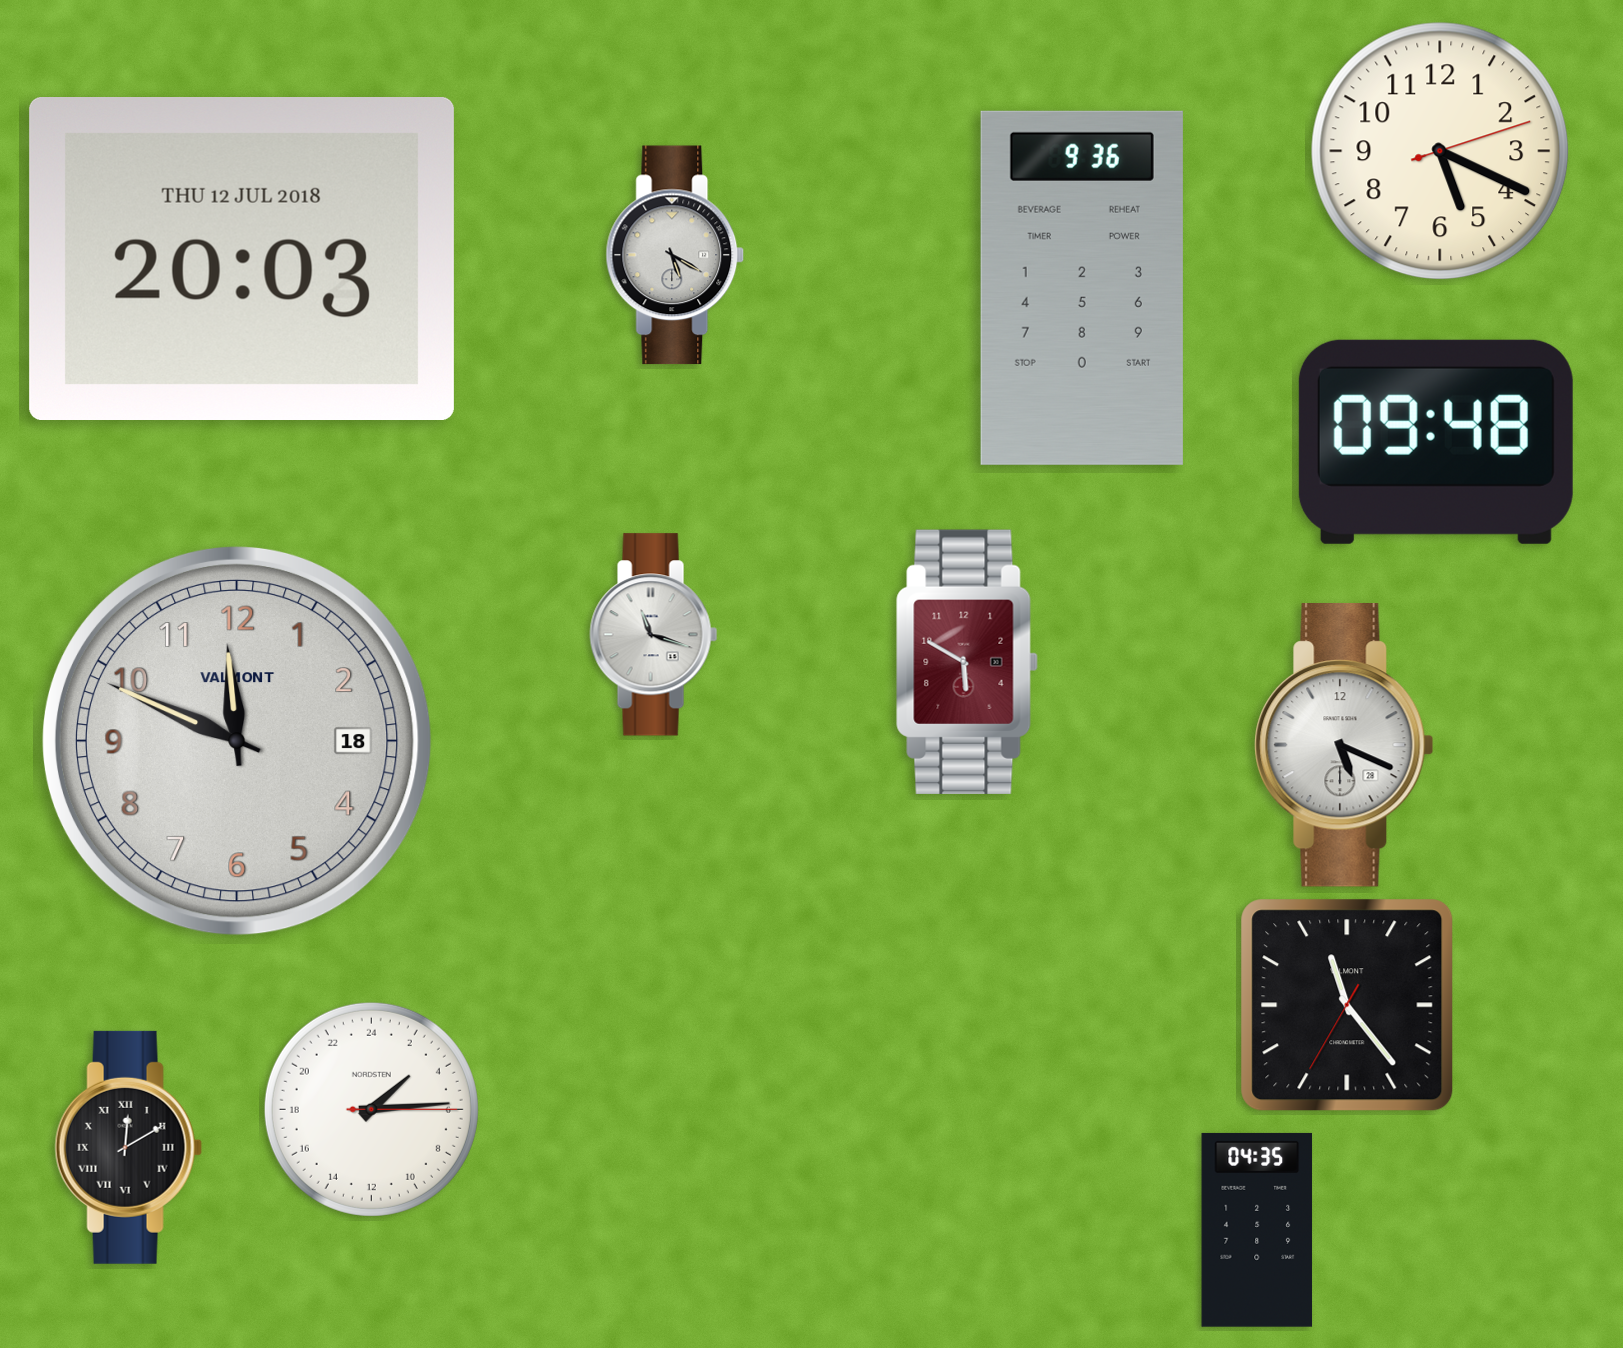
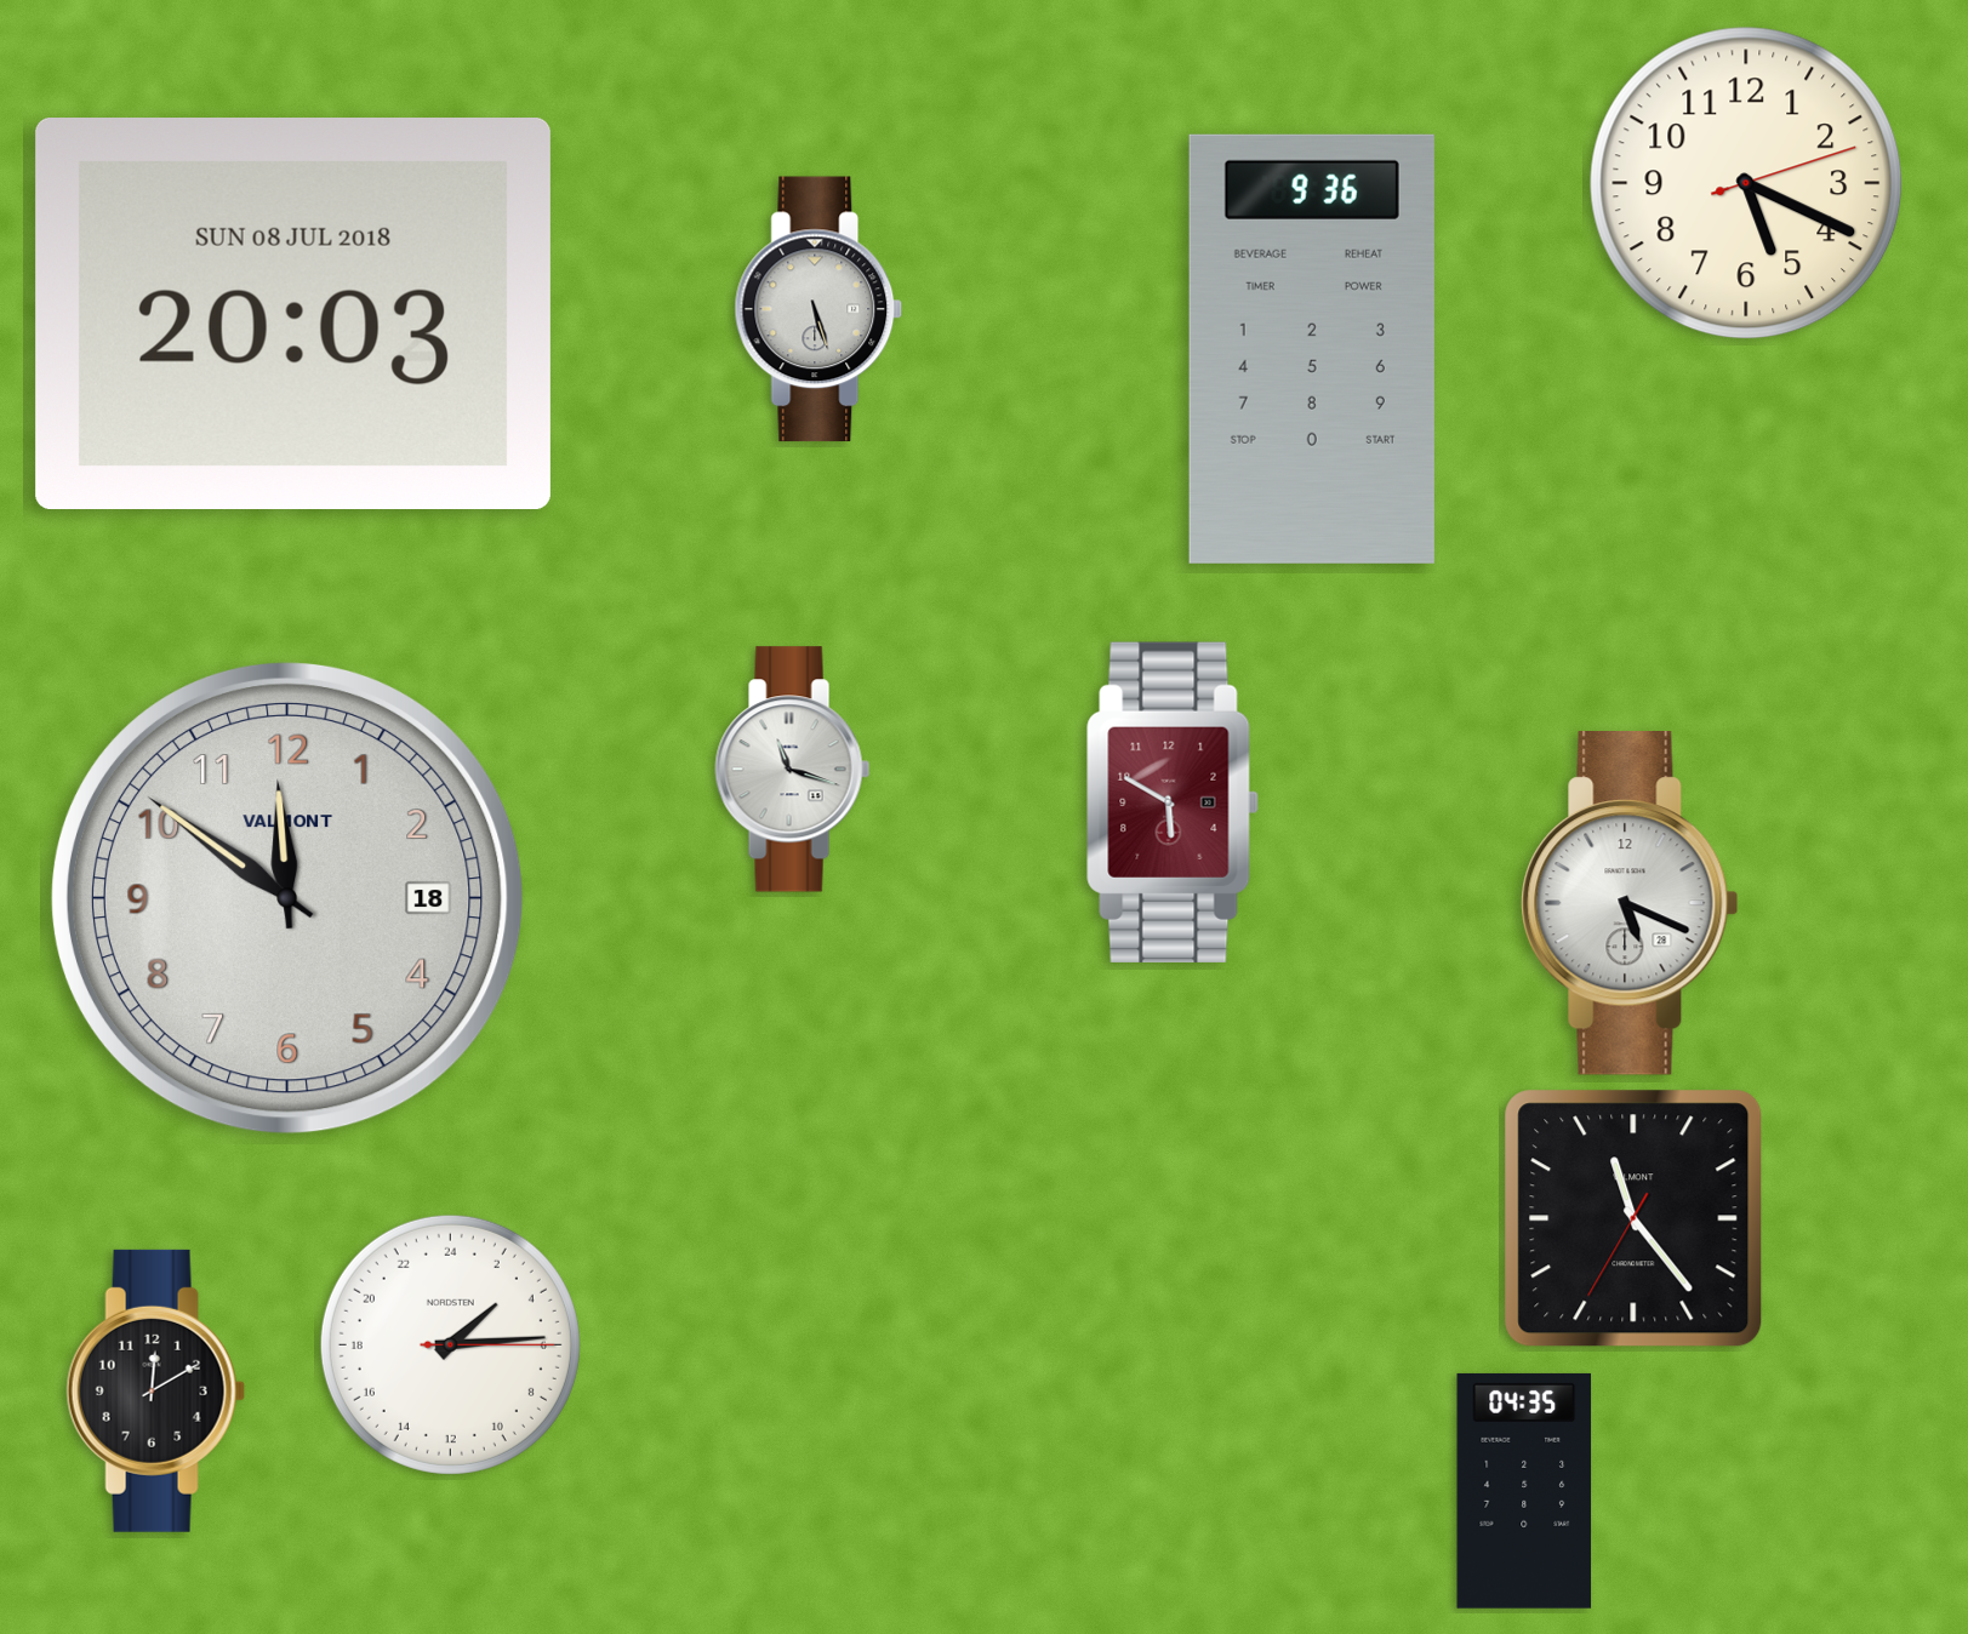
clock at (675, 255): 5:20 -> 5:27
clock at (242, 259) date: THU 12 JUL 2018 -> SUN 08 JUL 2018
clock at (1436, 442): 09:48 -> none
clock at (237, 741): 11:49 -> 11:51
clock at (128, 1147) numerals: Roman -> Arabic
